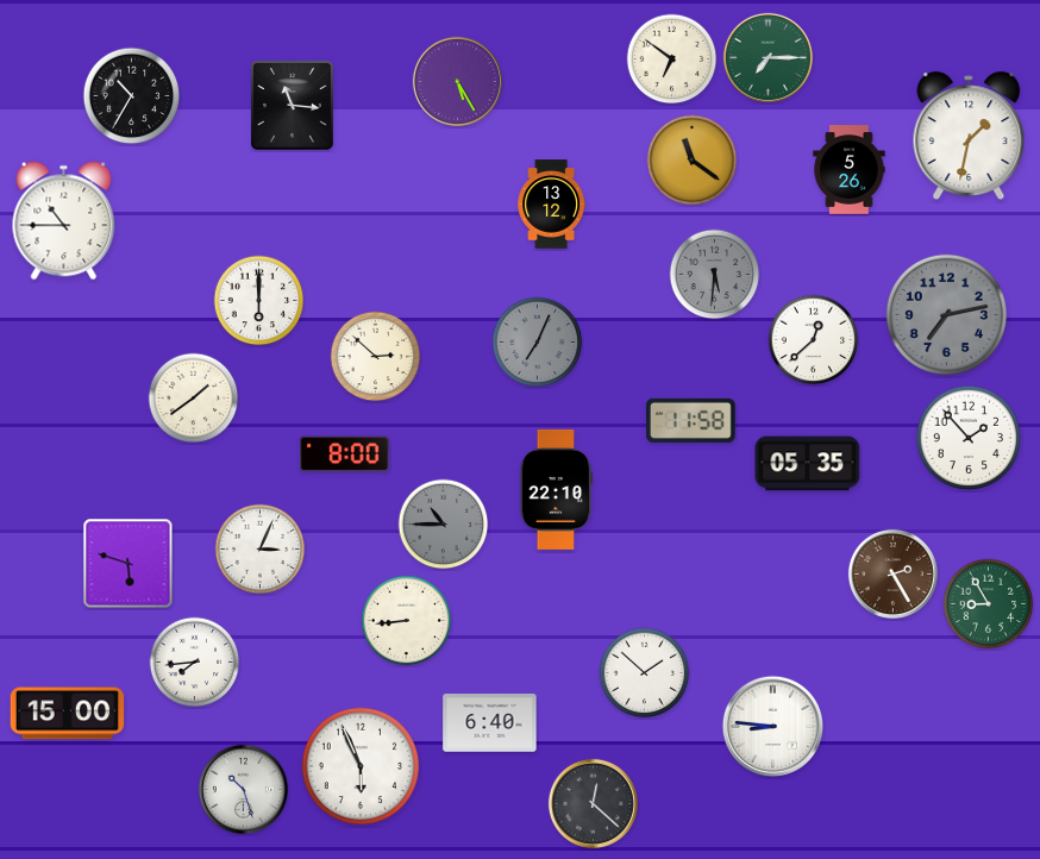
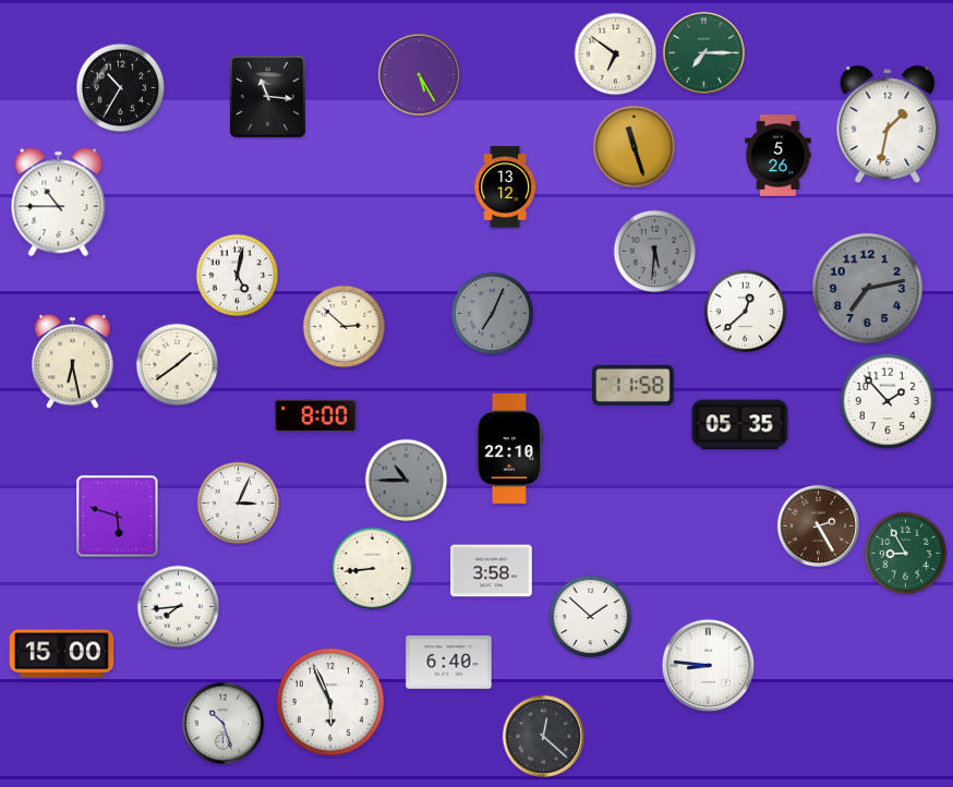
clock at (693, 161): 11:21 -> 11:27
clock at (259, 301): 6:00 -> 5:02
clock at (73, 362): none -> 6:28
clock at (492, 571): none -> 3:58
